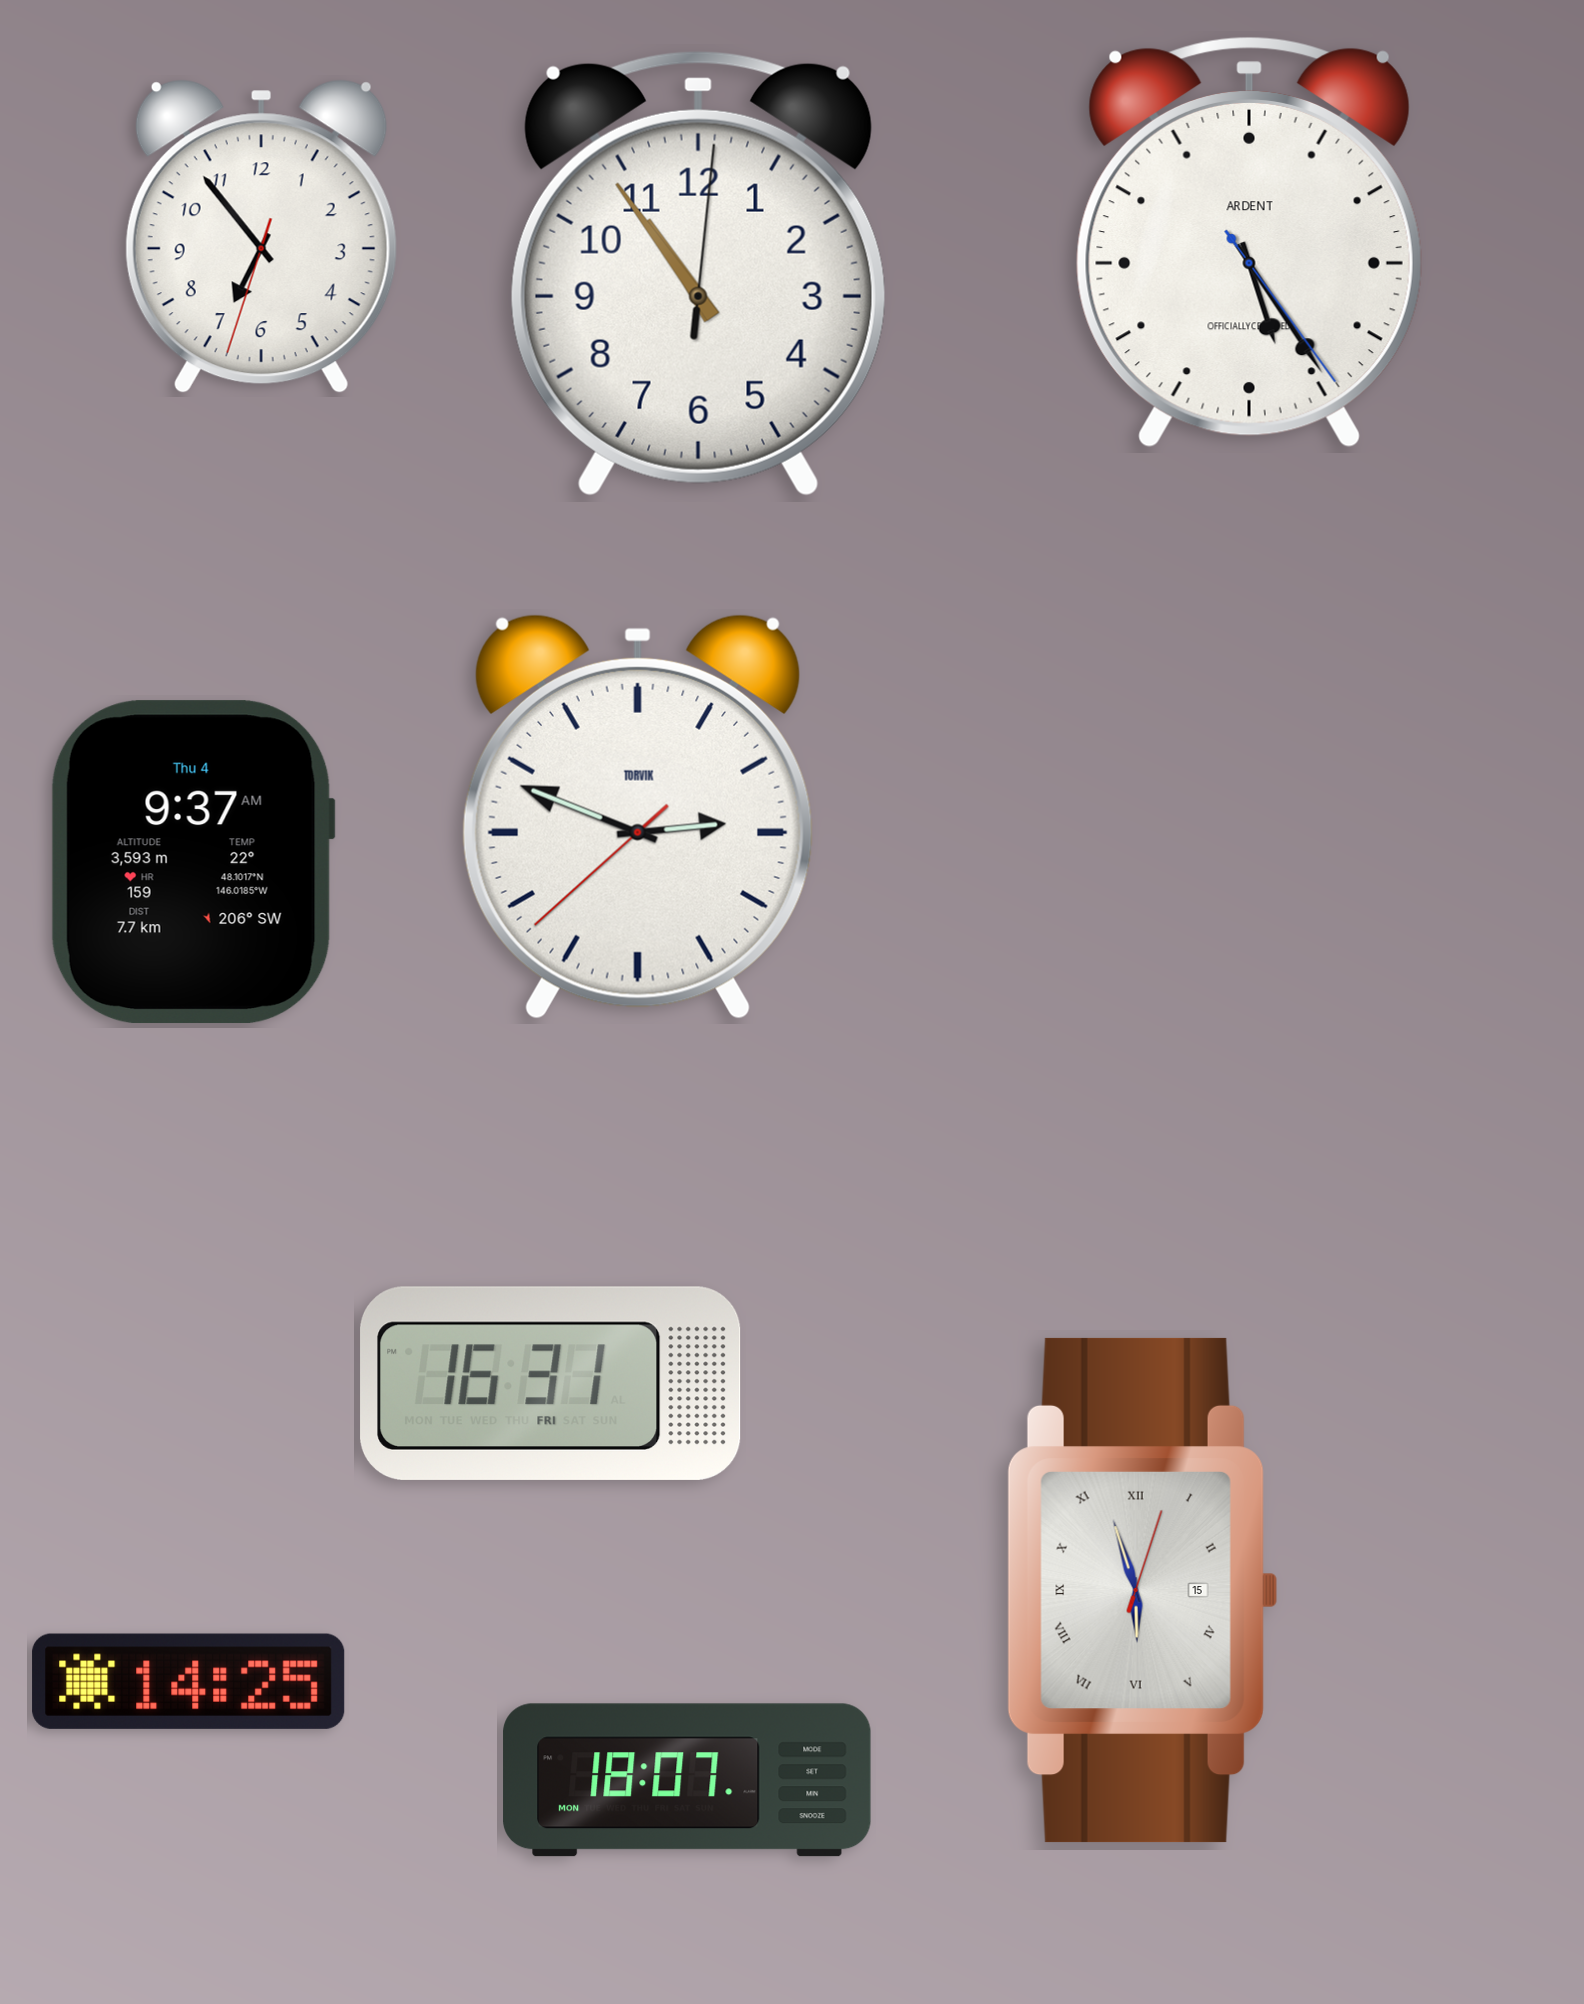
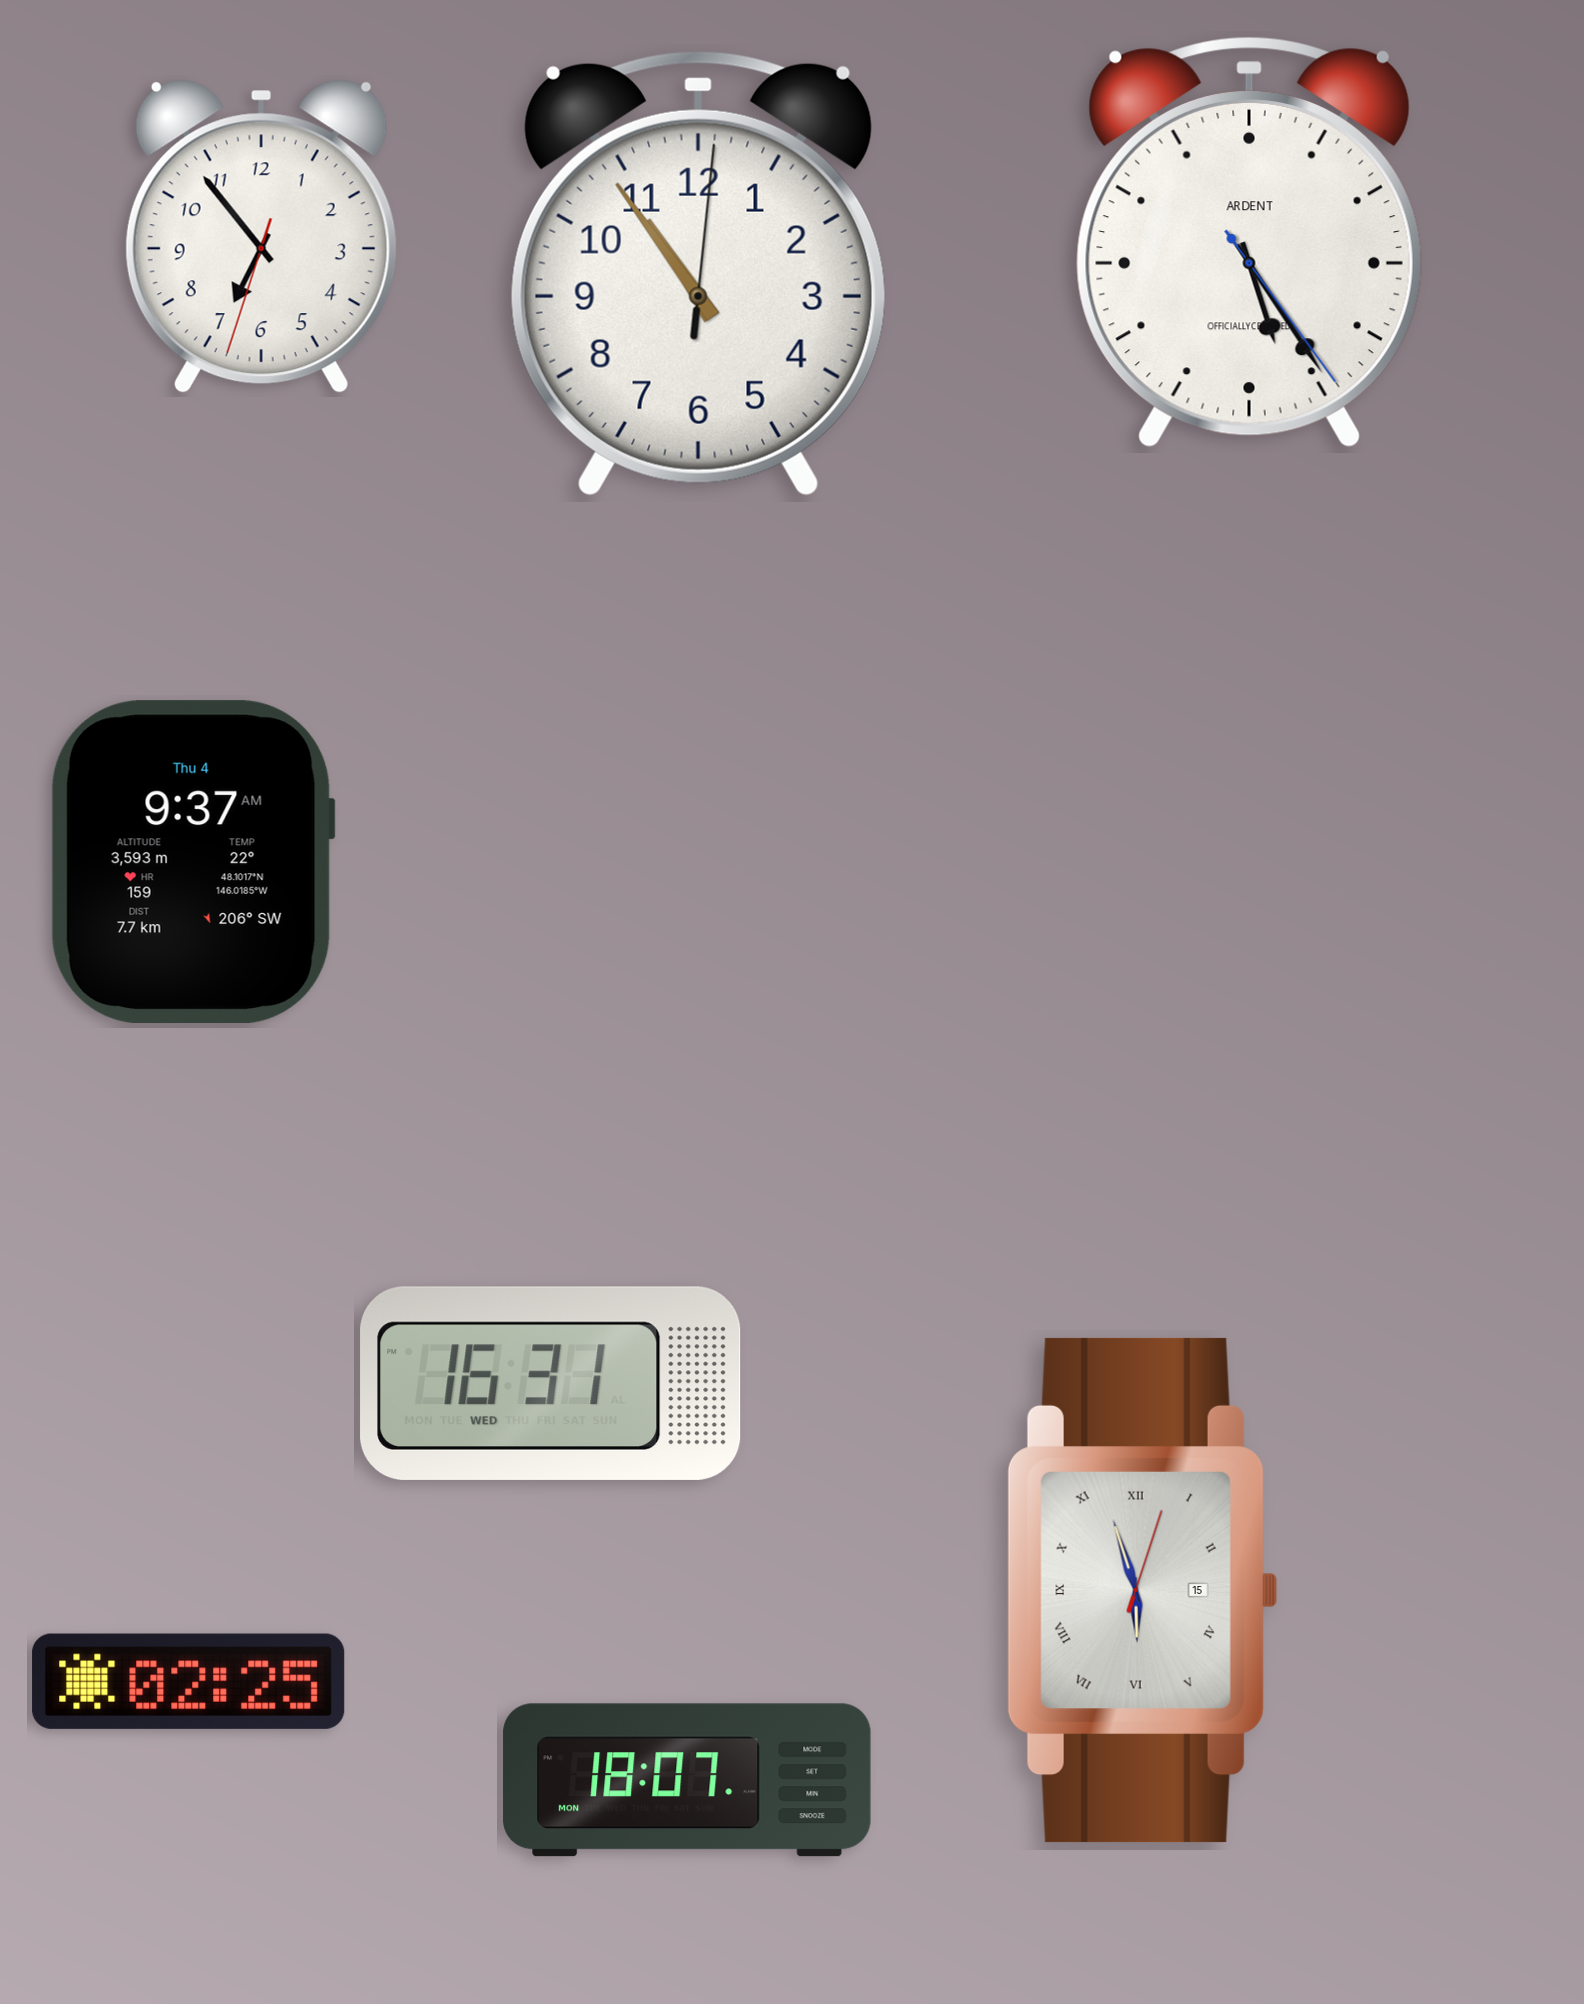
clock at (638, 817): 2:48 -> none
clock at (551, 1383) date: FRI -> WED
clock at (189, 1681): 14:25 -> 02:25
